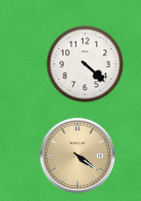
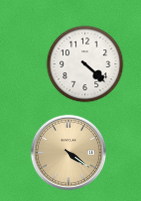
clock at (78, 156) position: (78, 156) -> (69, 153)
